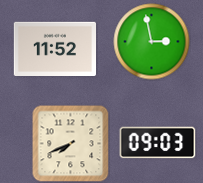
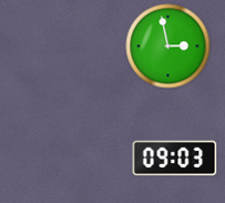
clock at (54, 48): 11:52 -> none
clock at (71, 144): 7:41 -> none
